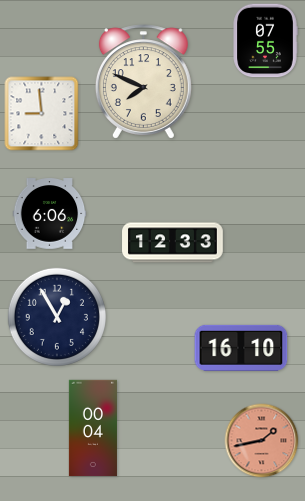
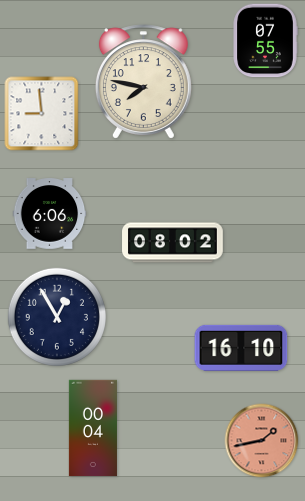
clock at (143, 82): 7:49 -> 7:47
clock at (173, 243): 12:33 -> 08:02
